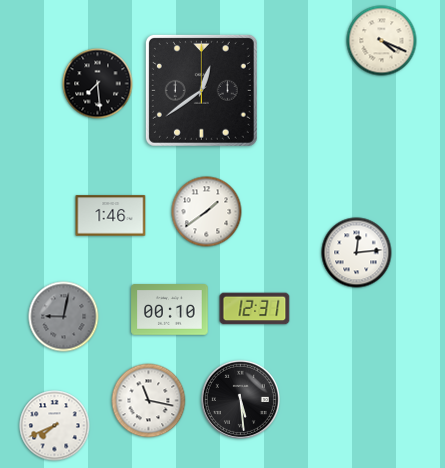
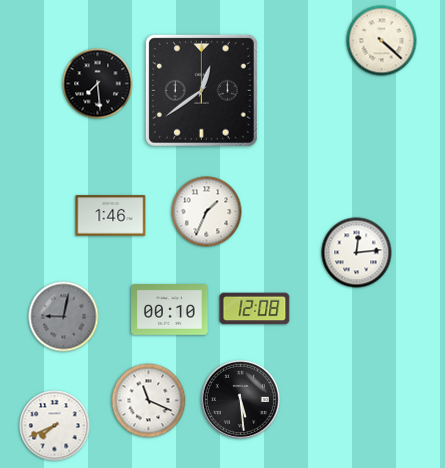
clock at (382, 41): 4:19 -> 4:22
clock at (207, 212): 1:39 -> 1:34
clock at (255, 309): 12:31 -> 12:08
clock at (149, 401): 11:17 -> 11:19
